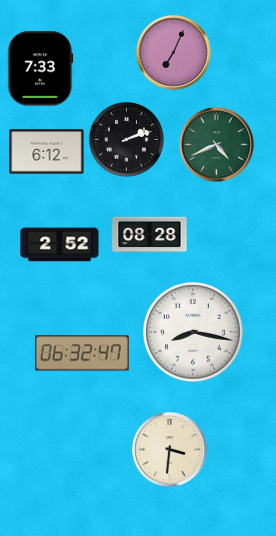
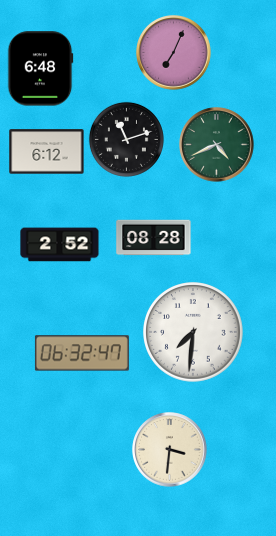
clock at (40, 69): 7:33 -> 6:48
clock at (126, 139): 2:12 -> 11:12
clock at (150, 235) position: (150, 235) -> (154, 238)
clock at (193, 332): 8:17 -> 7:31
